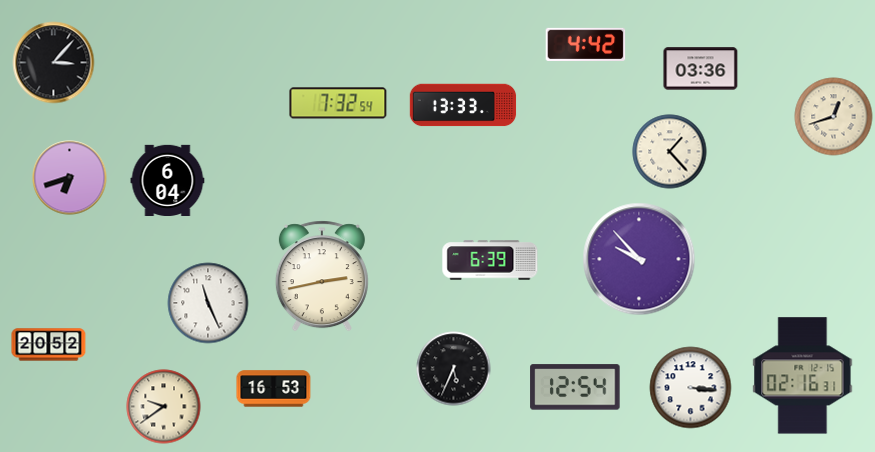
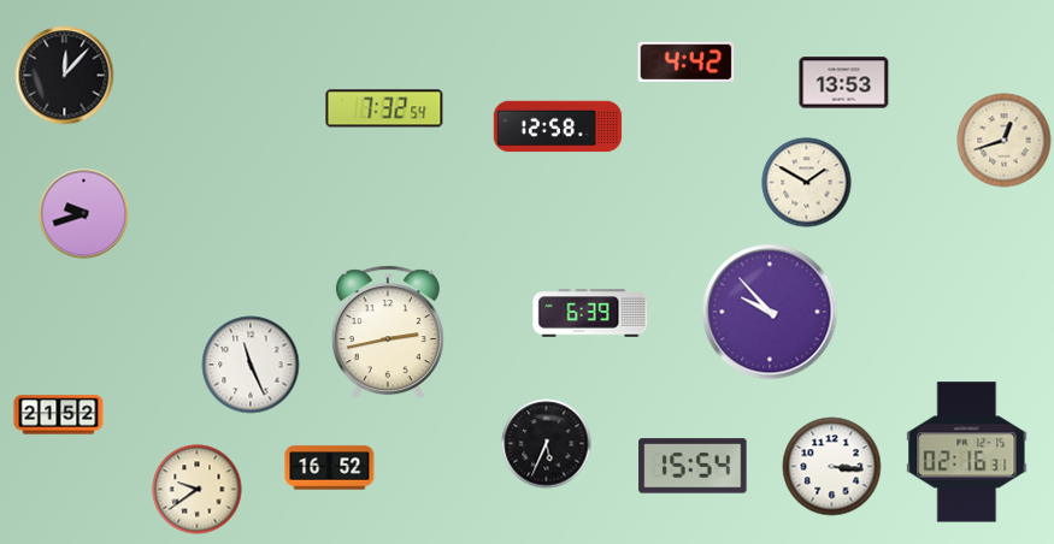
clock at (586, 44) position: (586, 44) -> (687, 61)
clock at (54, 63): 3:07 -> 12:07
clock at (701, 69): 03:36 -> 13:53
clock at (338, 103) position: (338, 103) -> (384, 108)
clock at (463, 105): 13:33 -> 12:58
clock at (670, 152): 1:23 -> 1:50
clock at (70, 178): 6:42 -> 9:42
clock at (168, 180): 6:04 -> none
clock at (49, 345): 20:52 -> 21:52
clock at (575, 387): 12:54 -> 15:54
clock at (274, 389): 16:53 -> 16:52
